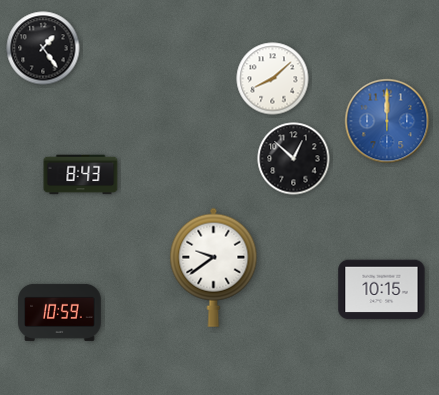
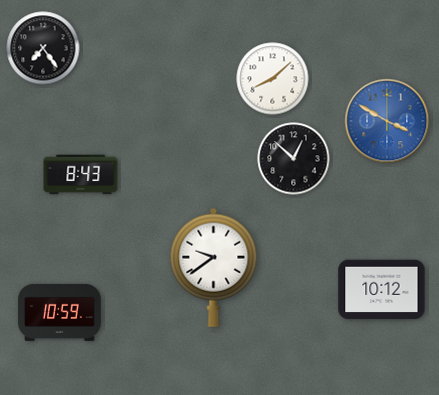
clock at (43, 48): 1:24 -> 7:24
clock at (387, 121): 12:00 -> 3:50
clock at (382, 290): 10:15 -> 10:12
